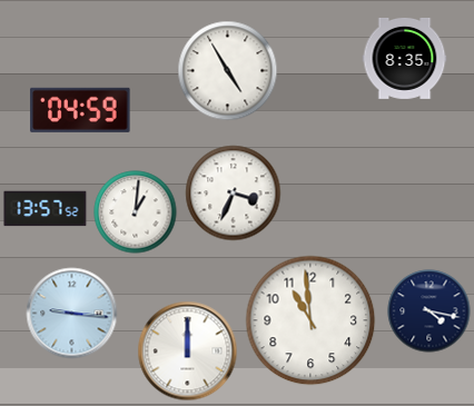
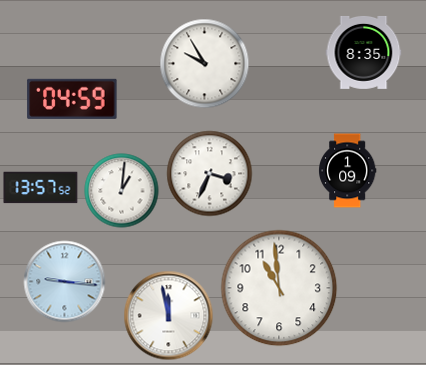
clock at (228, 71): 4:55 -> 9:55
clock at (347, 171): none -> 1:09
clock at (429, 311): 4:17 -> none
clock at (188, 351): 12:00 -> 11:58
